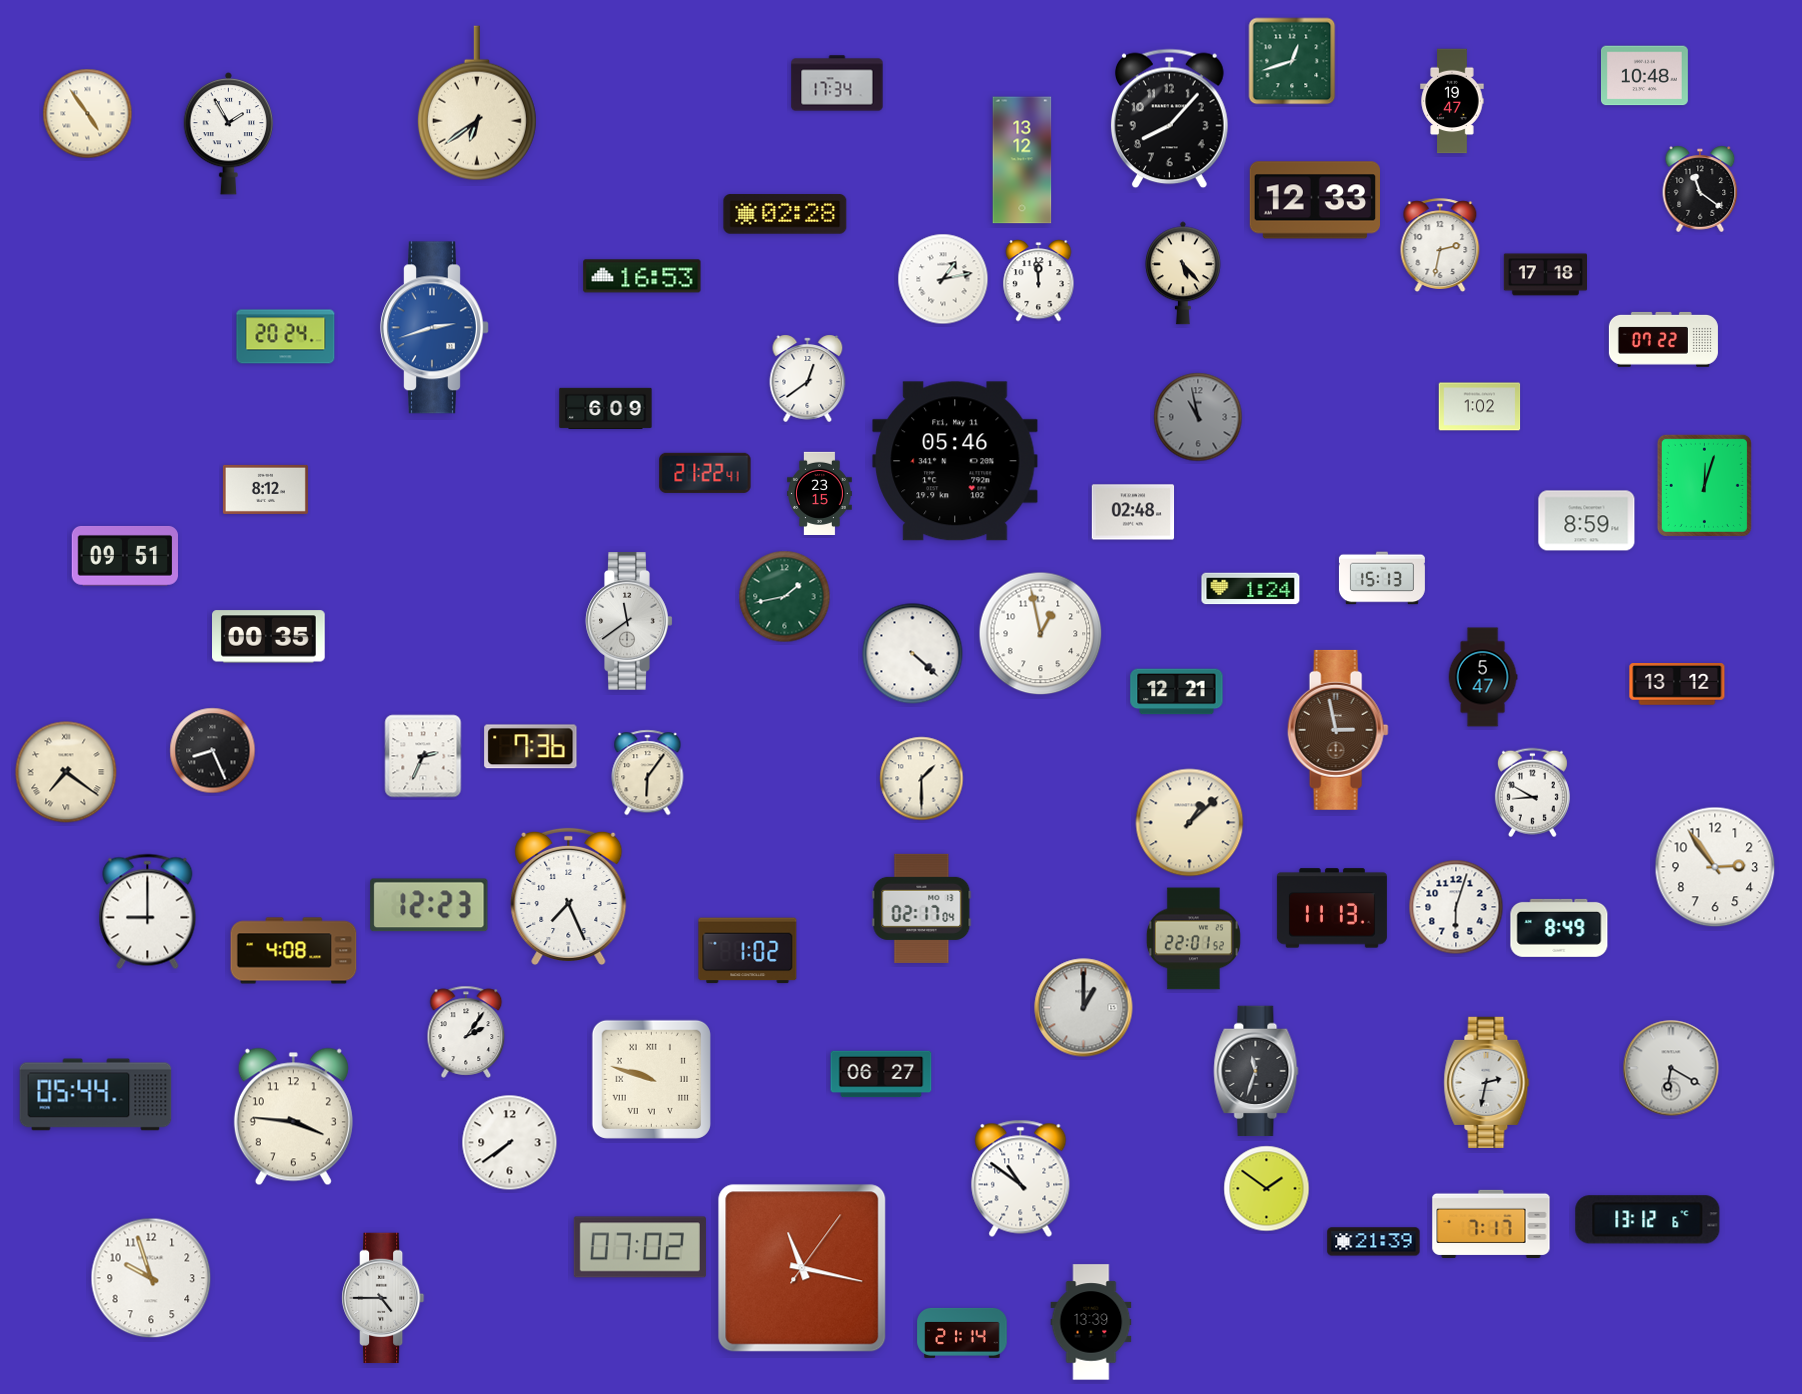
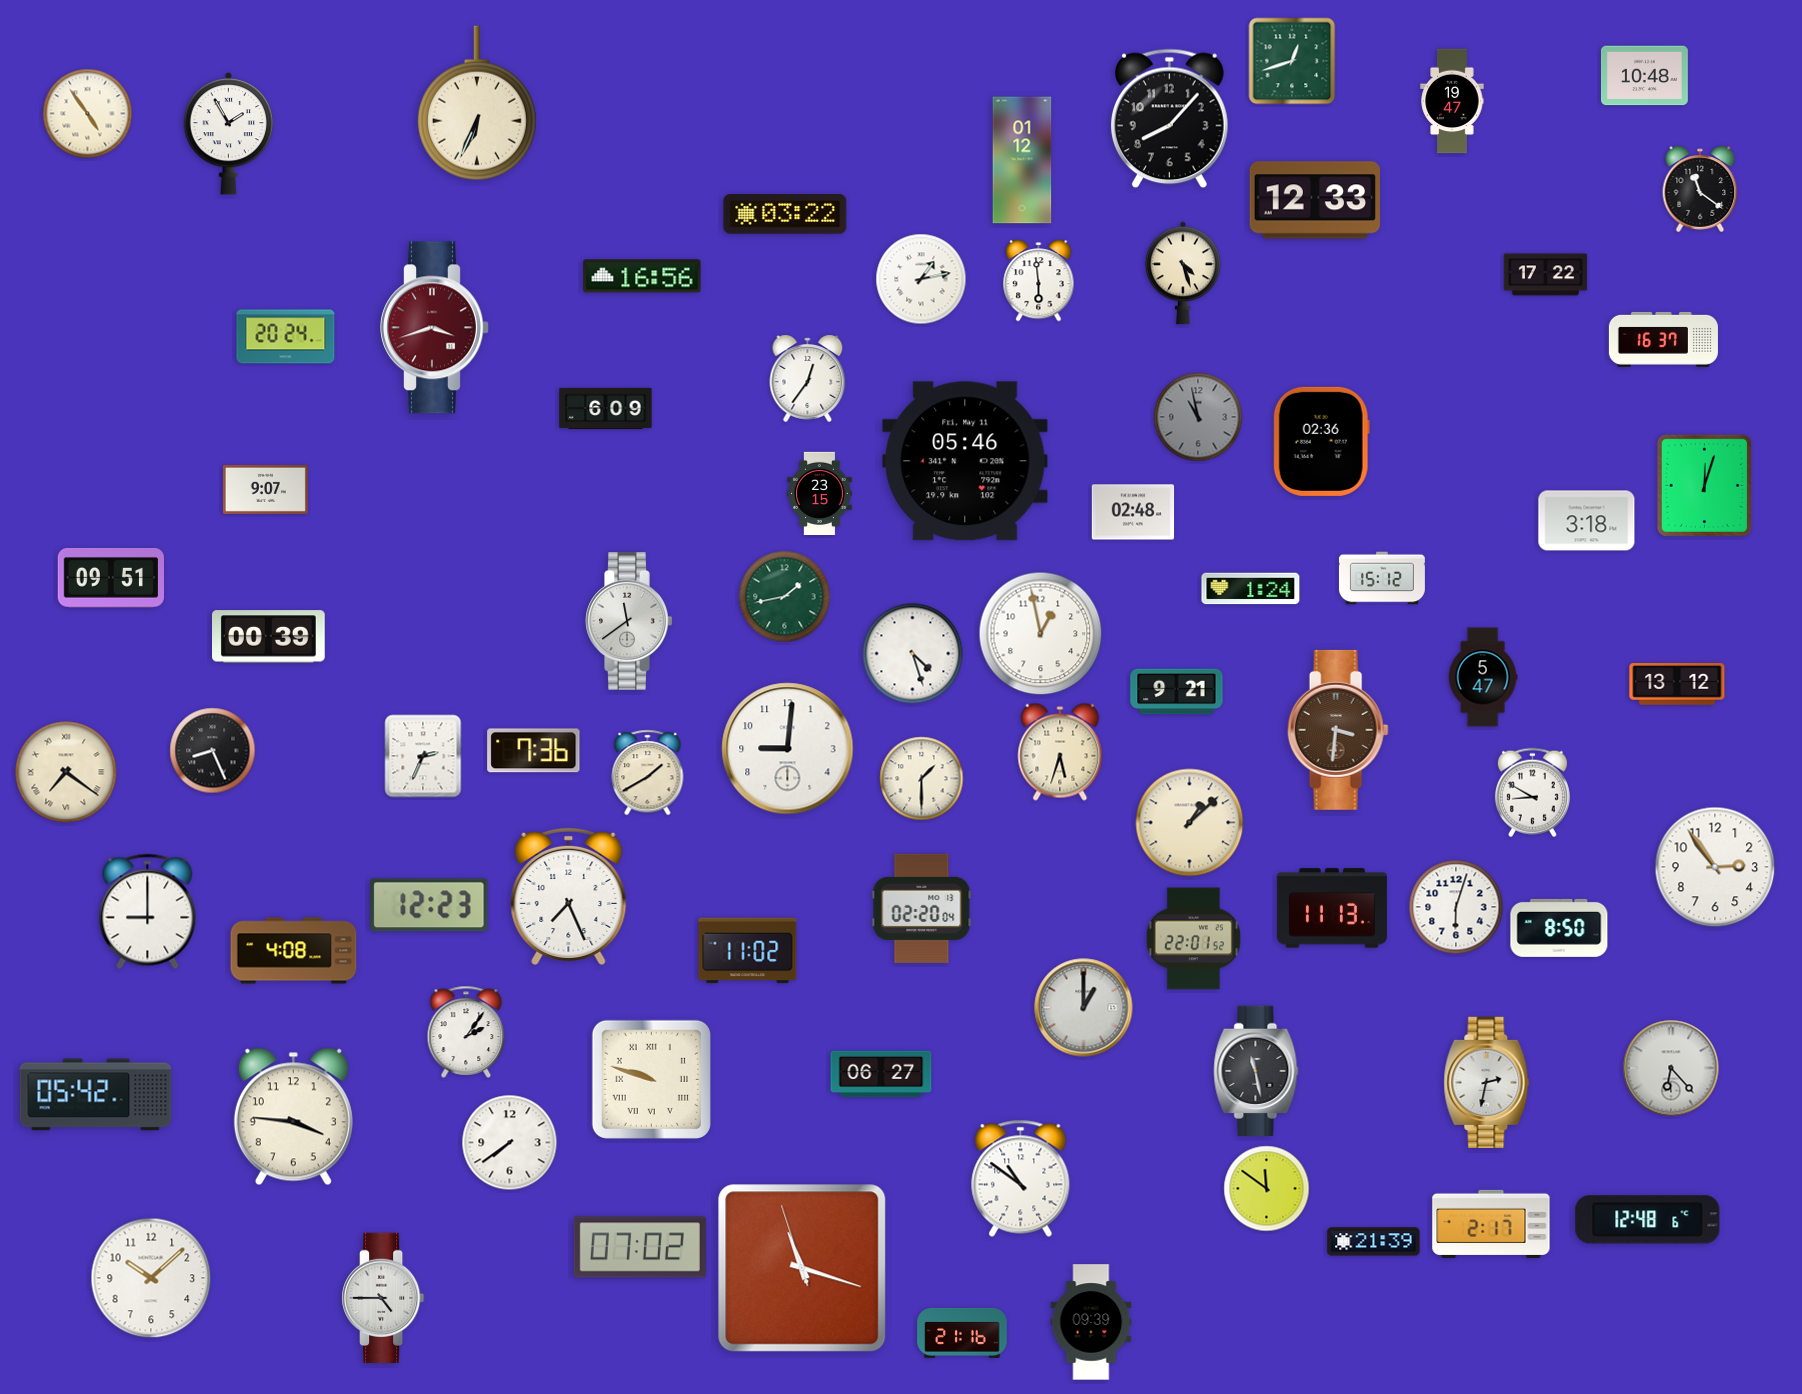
clock at (837, 83): 17:34 -> none
clock at (477, 103): 6:39 -> 6:34
clock at (1022, 160): 13:12 -> 01:12
clock at (785, 214): 02:28 -> 03:22
clock at (1440, 245): 2:32 -> none
clock at (1183, 273): 5:23 -> 4:27
clock at (1545, 275): 17:18 -> 17:22
clock at (642, 276): 16:53 -> 16:56
clock at (943, 279) position: (943, 279) -> (921, 279)
clock at (1039, 281): 11:59 -> 5:59
clock at (435, 328): 2:42 -> 3:42
clock at (435, 328) dial: blue -> burgundy
clock at (1663, 339): 07:22 -> 16:37
clock at (808, 378): 12:39 -> 12:36
clock at (1480, 407): 1:02 -> none
clock at (1321, 441): none -> 02:36
clock at (955, 461) position: (955, 461) -> (965, 461)
clock at (705, 473): 21:22 -> none
clock at (265, 489): 8:12 -> 9:07
clock at (1587, 521): 8:59 -> 3:18
clock at (124, 556) position: (124, 556) -> (110, 578)
clock at (1382, 578): 15:13 -> 15:12
clock at (269, 637): 00:35 -> 00:39
clock at (913, 654): 4:22 -> 4:27
clock at (1177, 692): 12:21 -> 9:21
clock at (1338, 730): 2:58 -> 3:31
clock at (531, 747) position: (531, 747) -> (534, 751)
clock at (788, 749): none -> 9:01
clock at (1060, 752): none -> 5:33
clock at (648, 773): 6:06 -> 1:40
clock at (922, 908): 02:17 -> 02:20
clock at (1559, 928): 8:49 -> 8:50
clock at (748, 951): 1:02 -> 11:02
clock at (1671, 1068): 6:20 -> 6:23
clock at (1256, 1071): 11:33 -> 11:28
clock at (96, 1095): 05:44 -> 05:42
clock at (1267, 1189): 1:51 -> 11:51
clock at (1648, 1220): 13:12 -> 12:48
clock at (1491, 1223): 7:17 -> 2:17
clock at (802, 1268): 11:17:06 -> 11:17:57
clock at (151, 1278): 9:57 -> 10:08
clock at (1091, 1322): 13:39 -> 09:39
clock at (962, 1333): 21:14 -> 21:16
